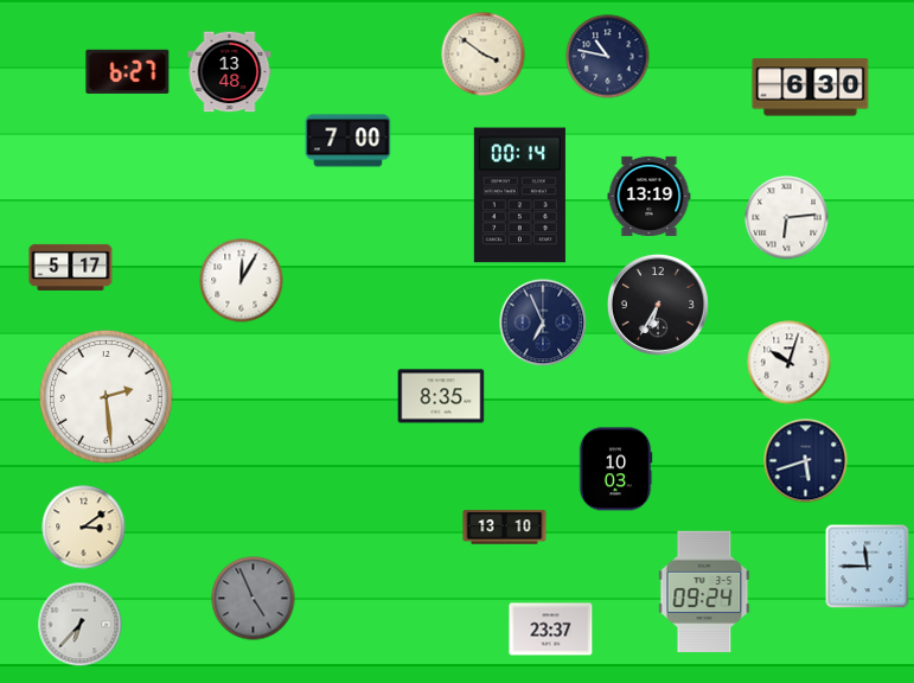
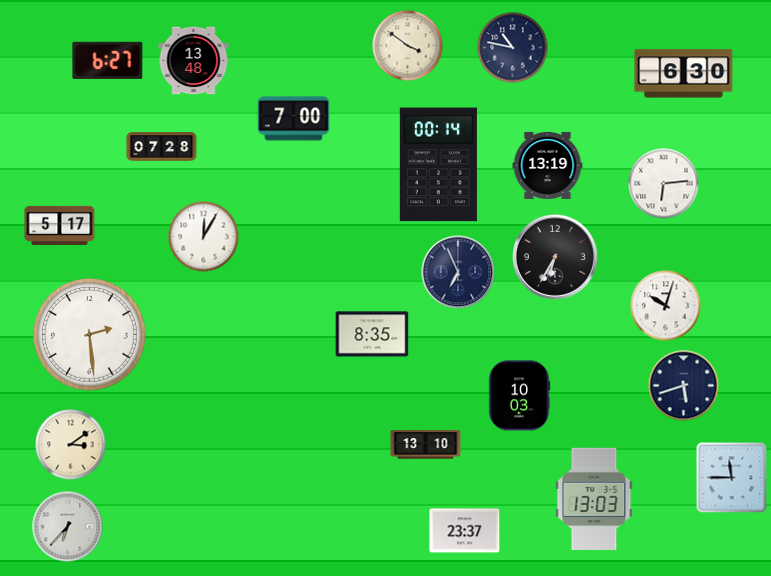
clock at (162, 147): none -> 07:28
clock at (806, 461) position: (806, 461) -> (684, 386)
clock at (704, 591): 09:24 -> 13:03
clock at (254, 599): 4:56 -> none
